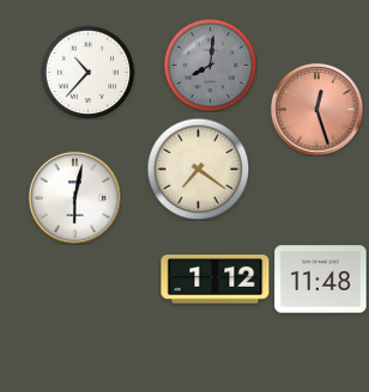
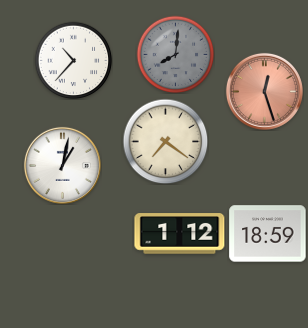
clock at (74, 197): 6:02 -> 1:02
clock at (321, 280): 11:48 -> 18:59
